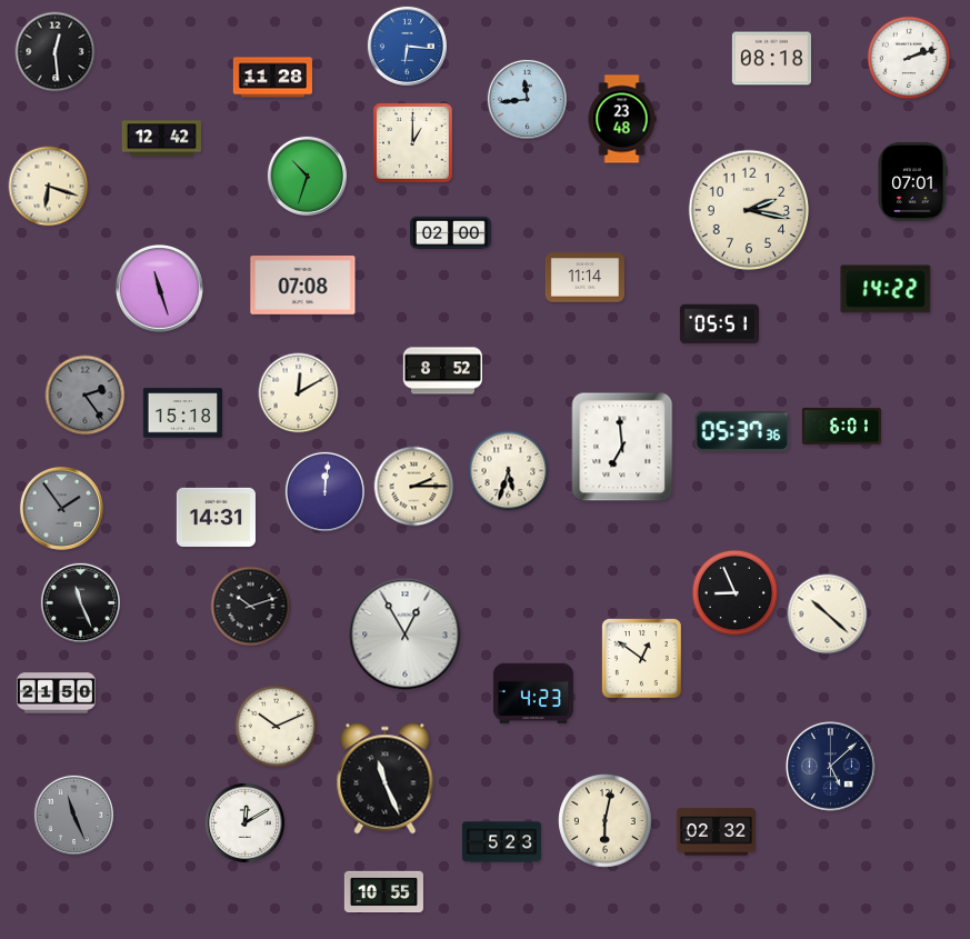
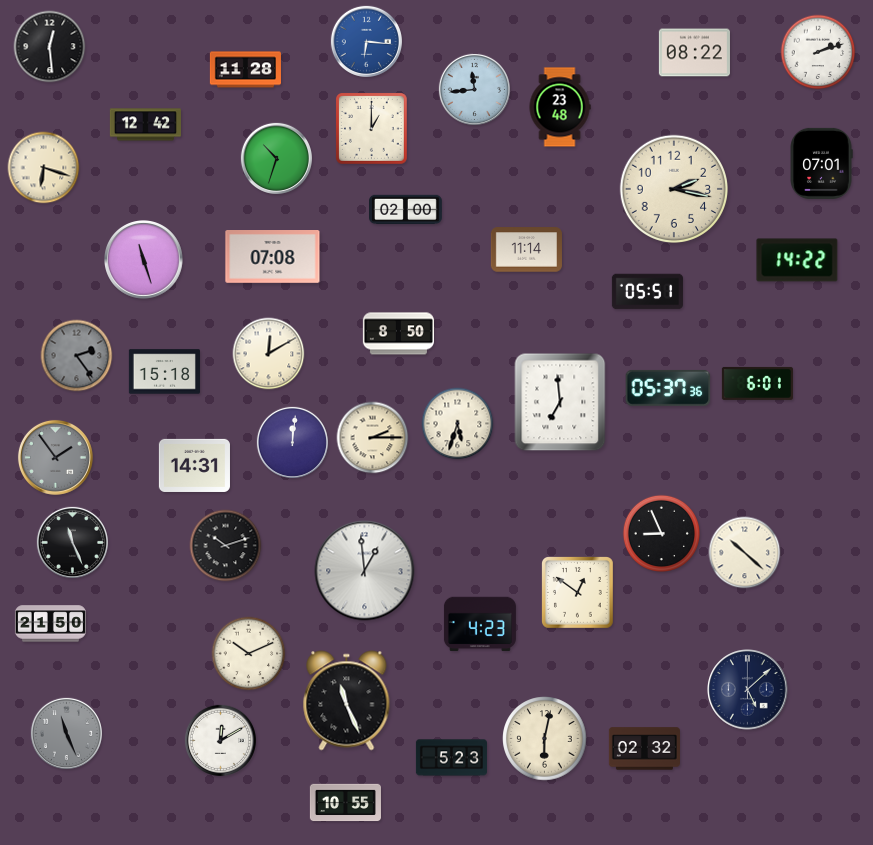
clock at (771, 59): 08:18 -> 08:22
clock at (442, 371): 8:52 -> 8:50
clock at (406, 635): 12:55 -> 12:59
